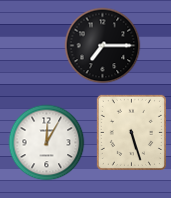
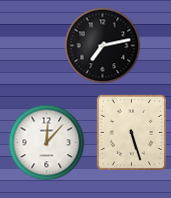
clock at (103, 46): 7:15 -> 7:13
clock at (47, 143): 12:05 -> 12:07
